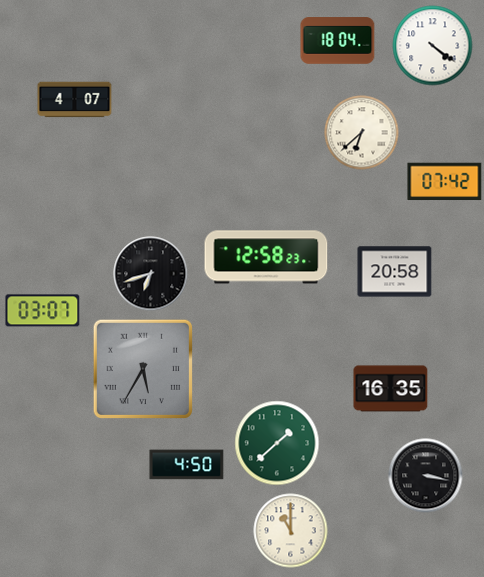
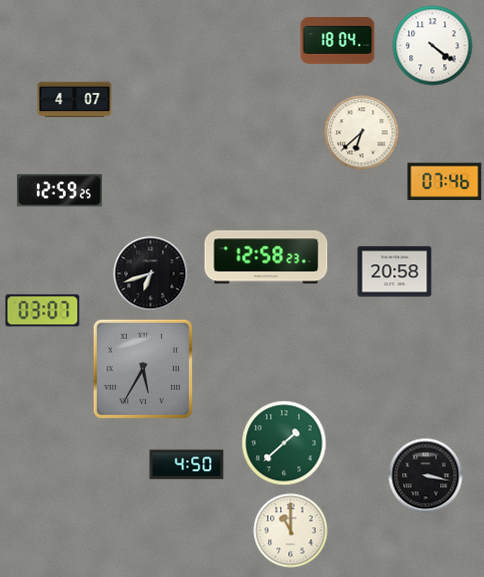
clock at (445, 182): 07:42 -> 07:46
clock at (59, 191): none -> 12:59
clock at (391, 389): 16:35 -> none
clock at (277, 443) position: (277, 443) -> (284, 443)
